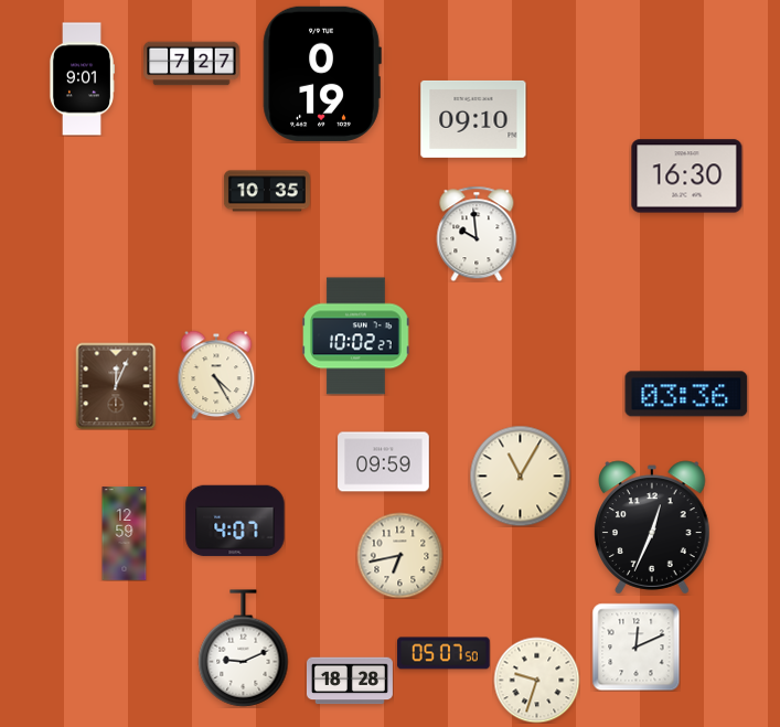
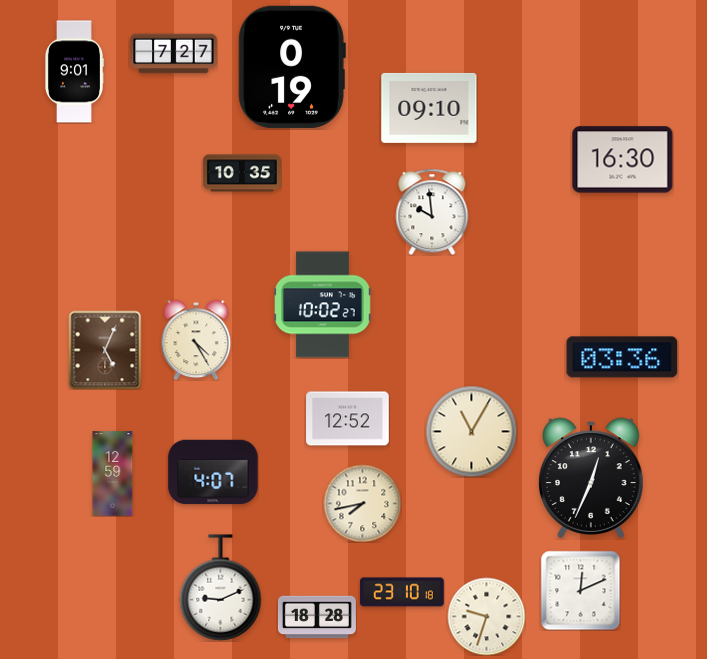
clock at (192, 64) position: (192, 64) -> (174, 54)
clock at (116, 386): 12:04 -> 5:04
clock at (384, 462): 09:59 -> 12:52
clock at (125, 534) position: (125, 534) -> (113, 474)
clock at (399, 555): 6:43 -> 7:43
clock at (635, 646) position: (635, 646) -> (580, 590)
clock at (444, 653): 05:07 -> 23:10
